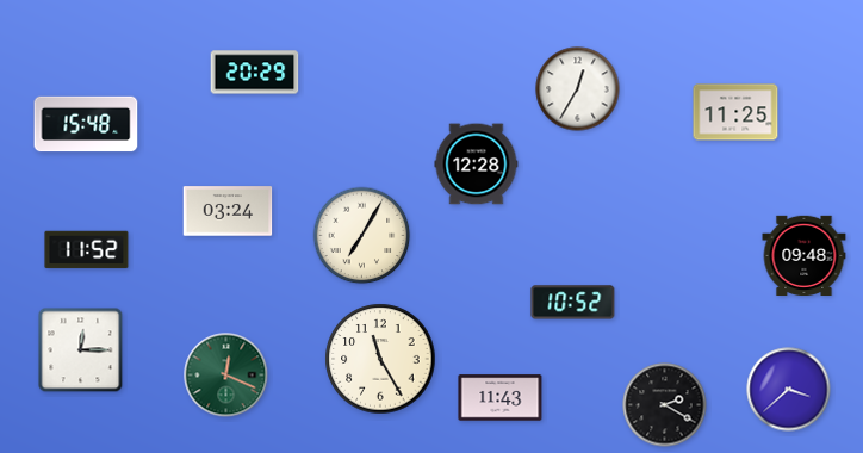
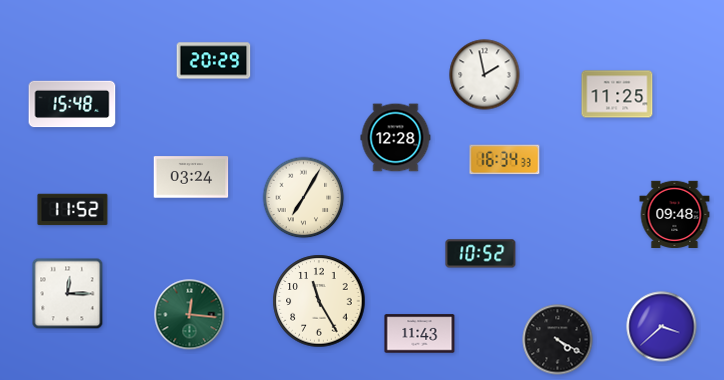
clock at (578, 89): 12:35 -> 1:58
clock at (477, 165) position: (477, 165) -> (396, 138)
clock at (505, 160): none -> 16:34
clock at (226, 376): 12:19 -> 12:16
clock at (665, 405): 2:20 -> 4:20
